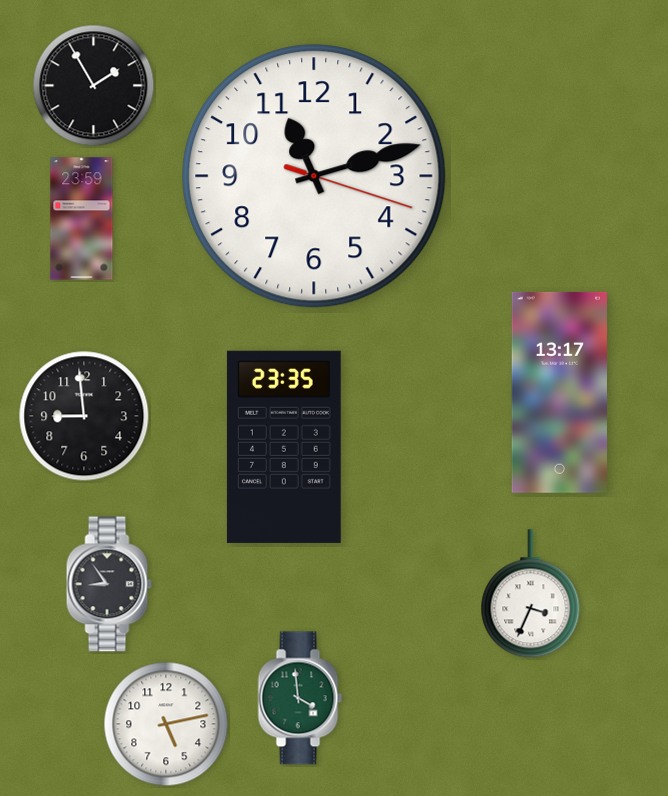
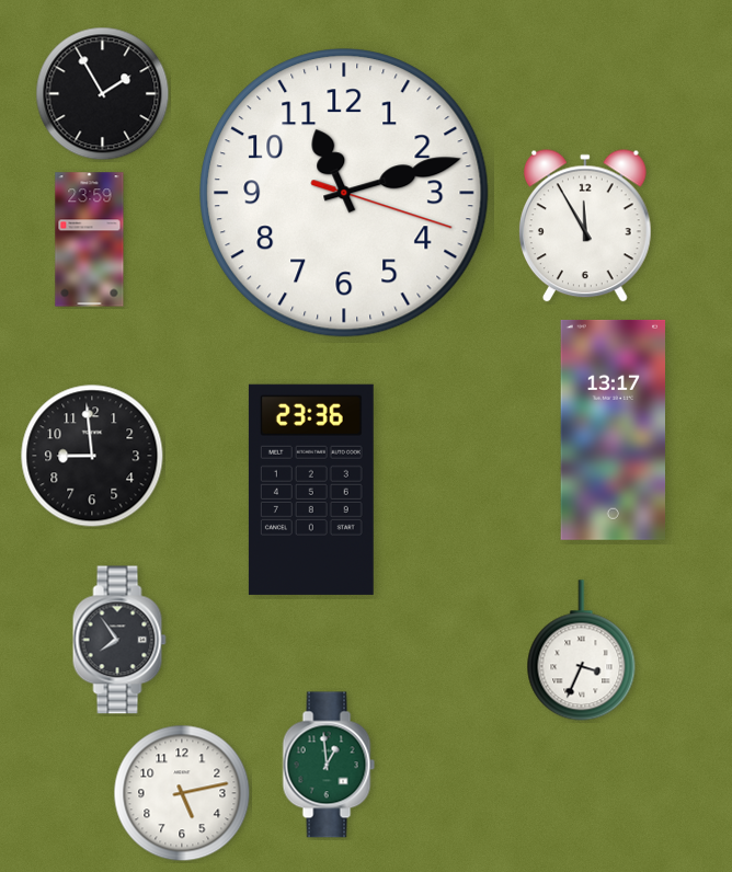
clock at (585, 227): none -> 11:55
clock at (284, 447): 23:35 -> 23:36
clock at (109, 584): 8:54 -> 7:54
clock at (300, 698): 3:59 -> 12:59
